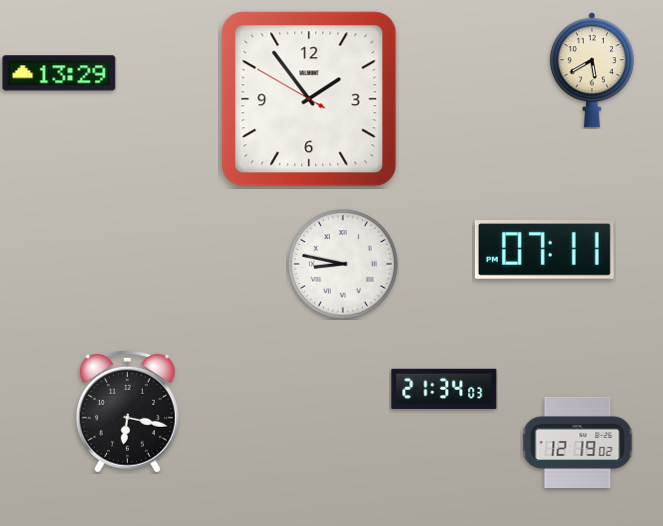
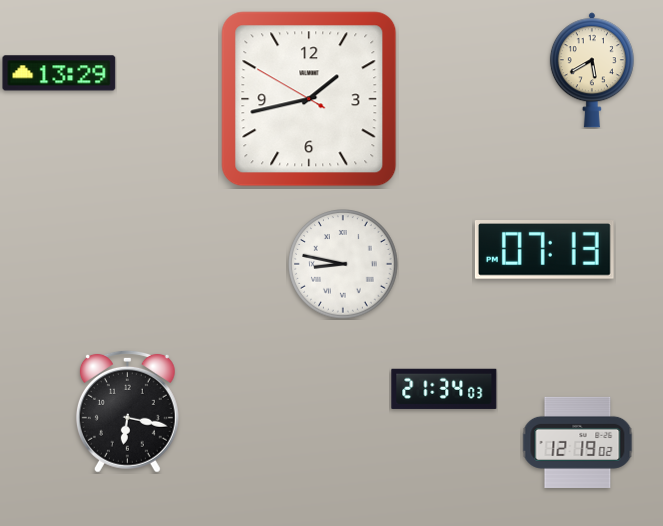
clock at (309, 99): 1:53 -> 1:42
clock at (544, 250): 07:11 -> 07:13
